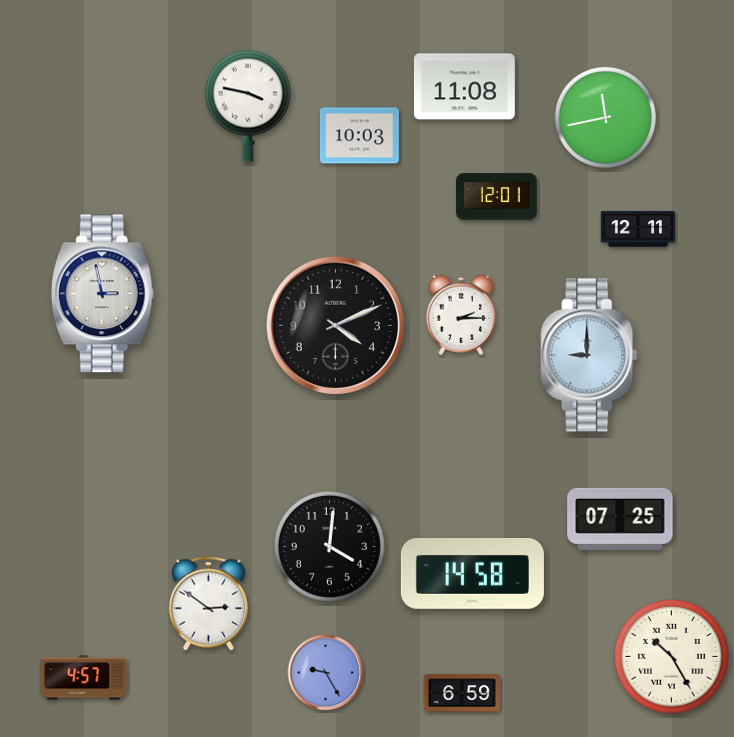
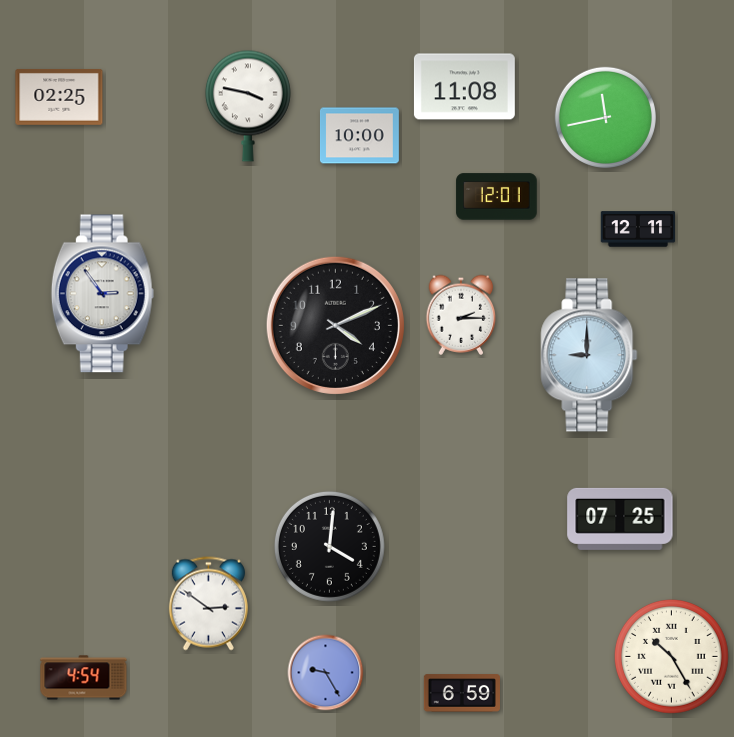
clock at (59, 97): none -> 02:25
clock at (359, 136): 10:03 -> 10:00
clock at (102, 294): 2:58 -> 2:54
clock at (472, 574): 14:58 -> none
clock at (84, 678): 4:57 -> 4:54
